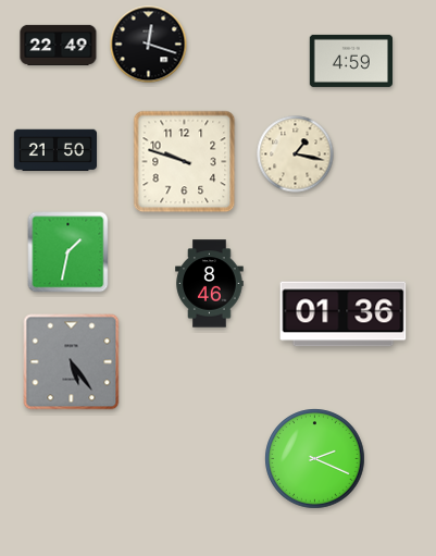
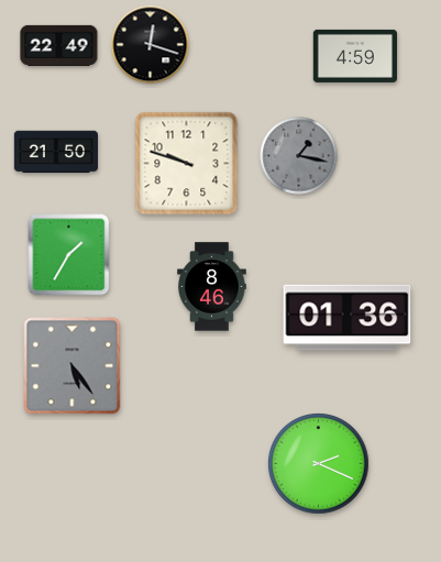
clock at (350, 61) position: (350, 61) -> (354, 56)
clock at (296, 155) dial: cream -> grey
clock at (68, 252): 1:32 -> 1:35
